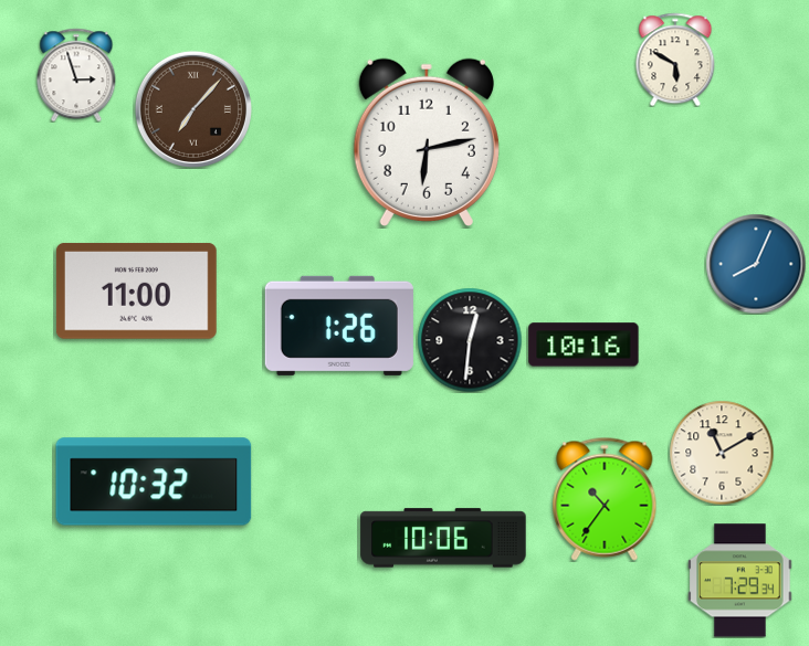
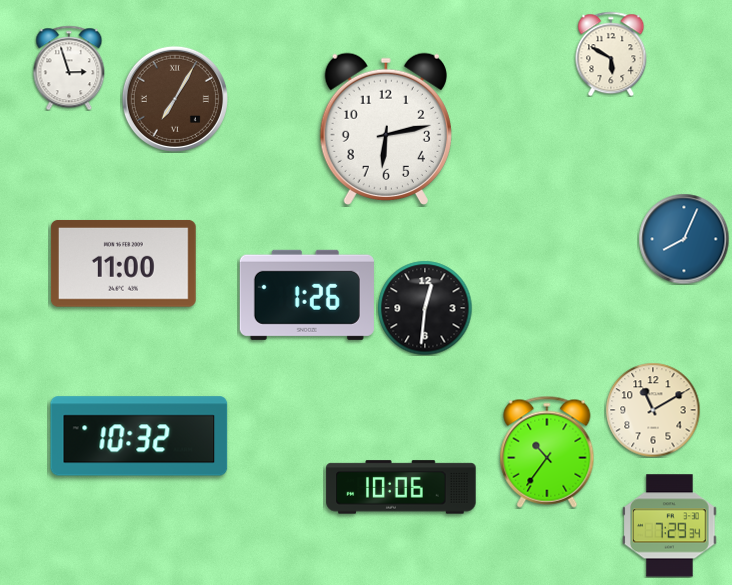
clock at (193, 109): 7:07 -> 7:05
clock at (584, 345): 10:16 -> none
